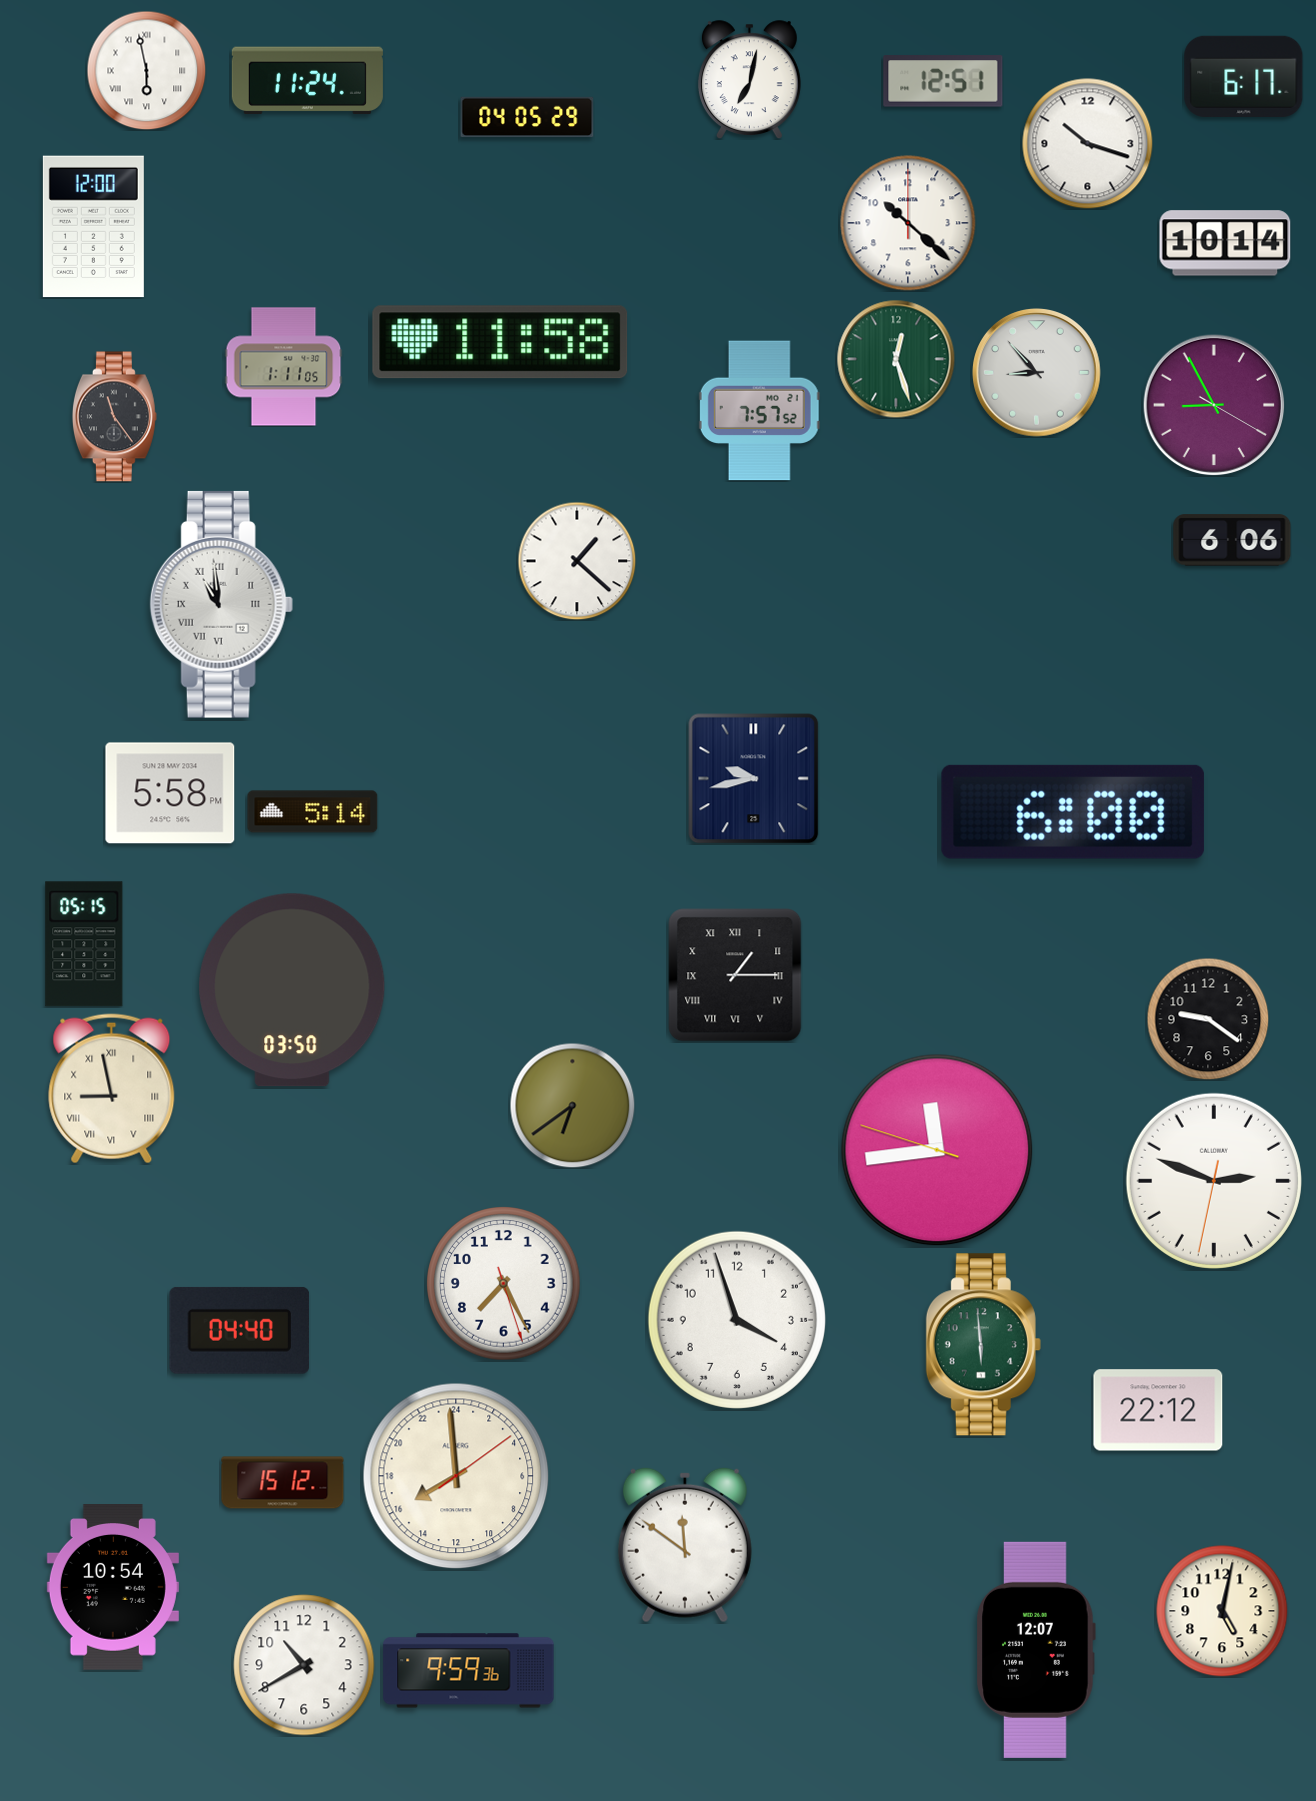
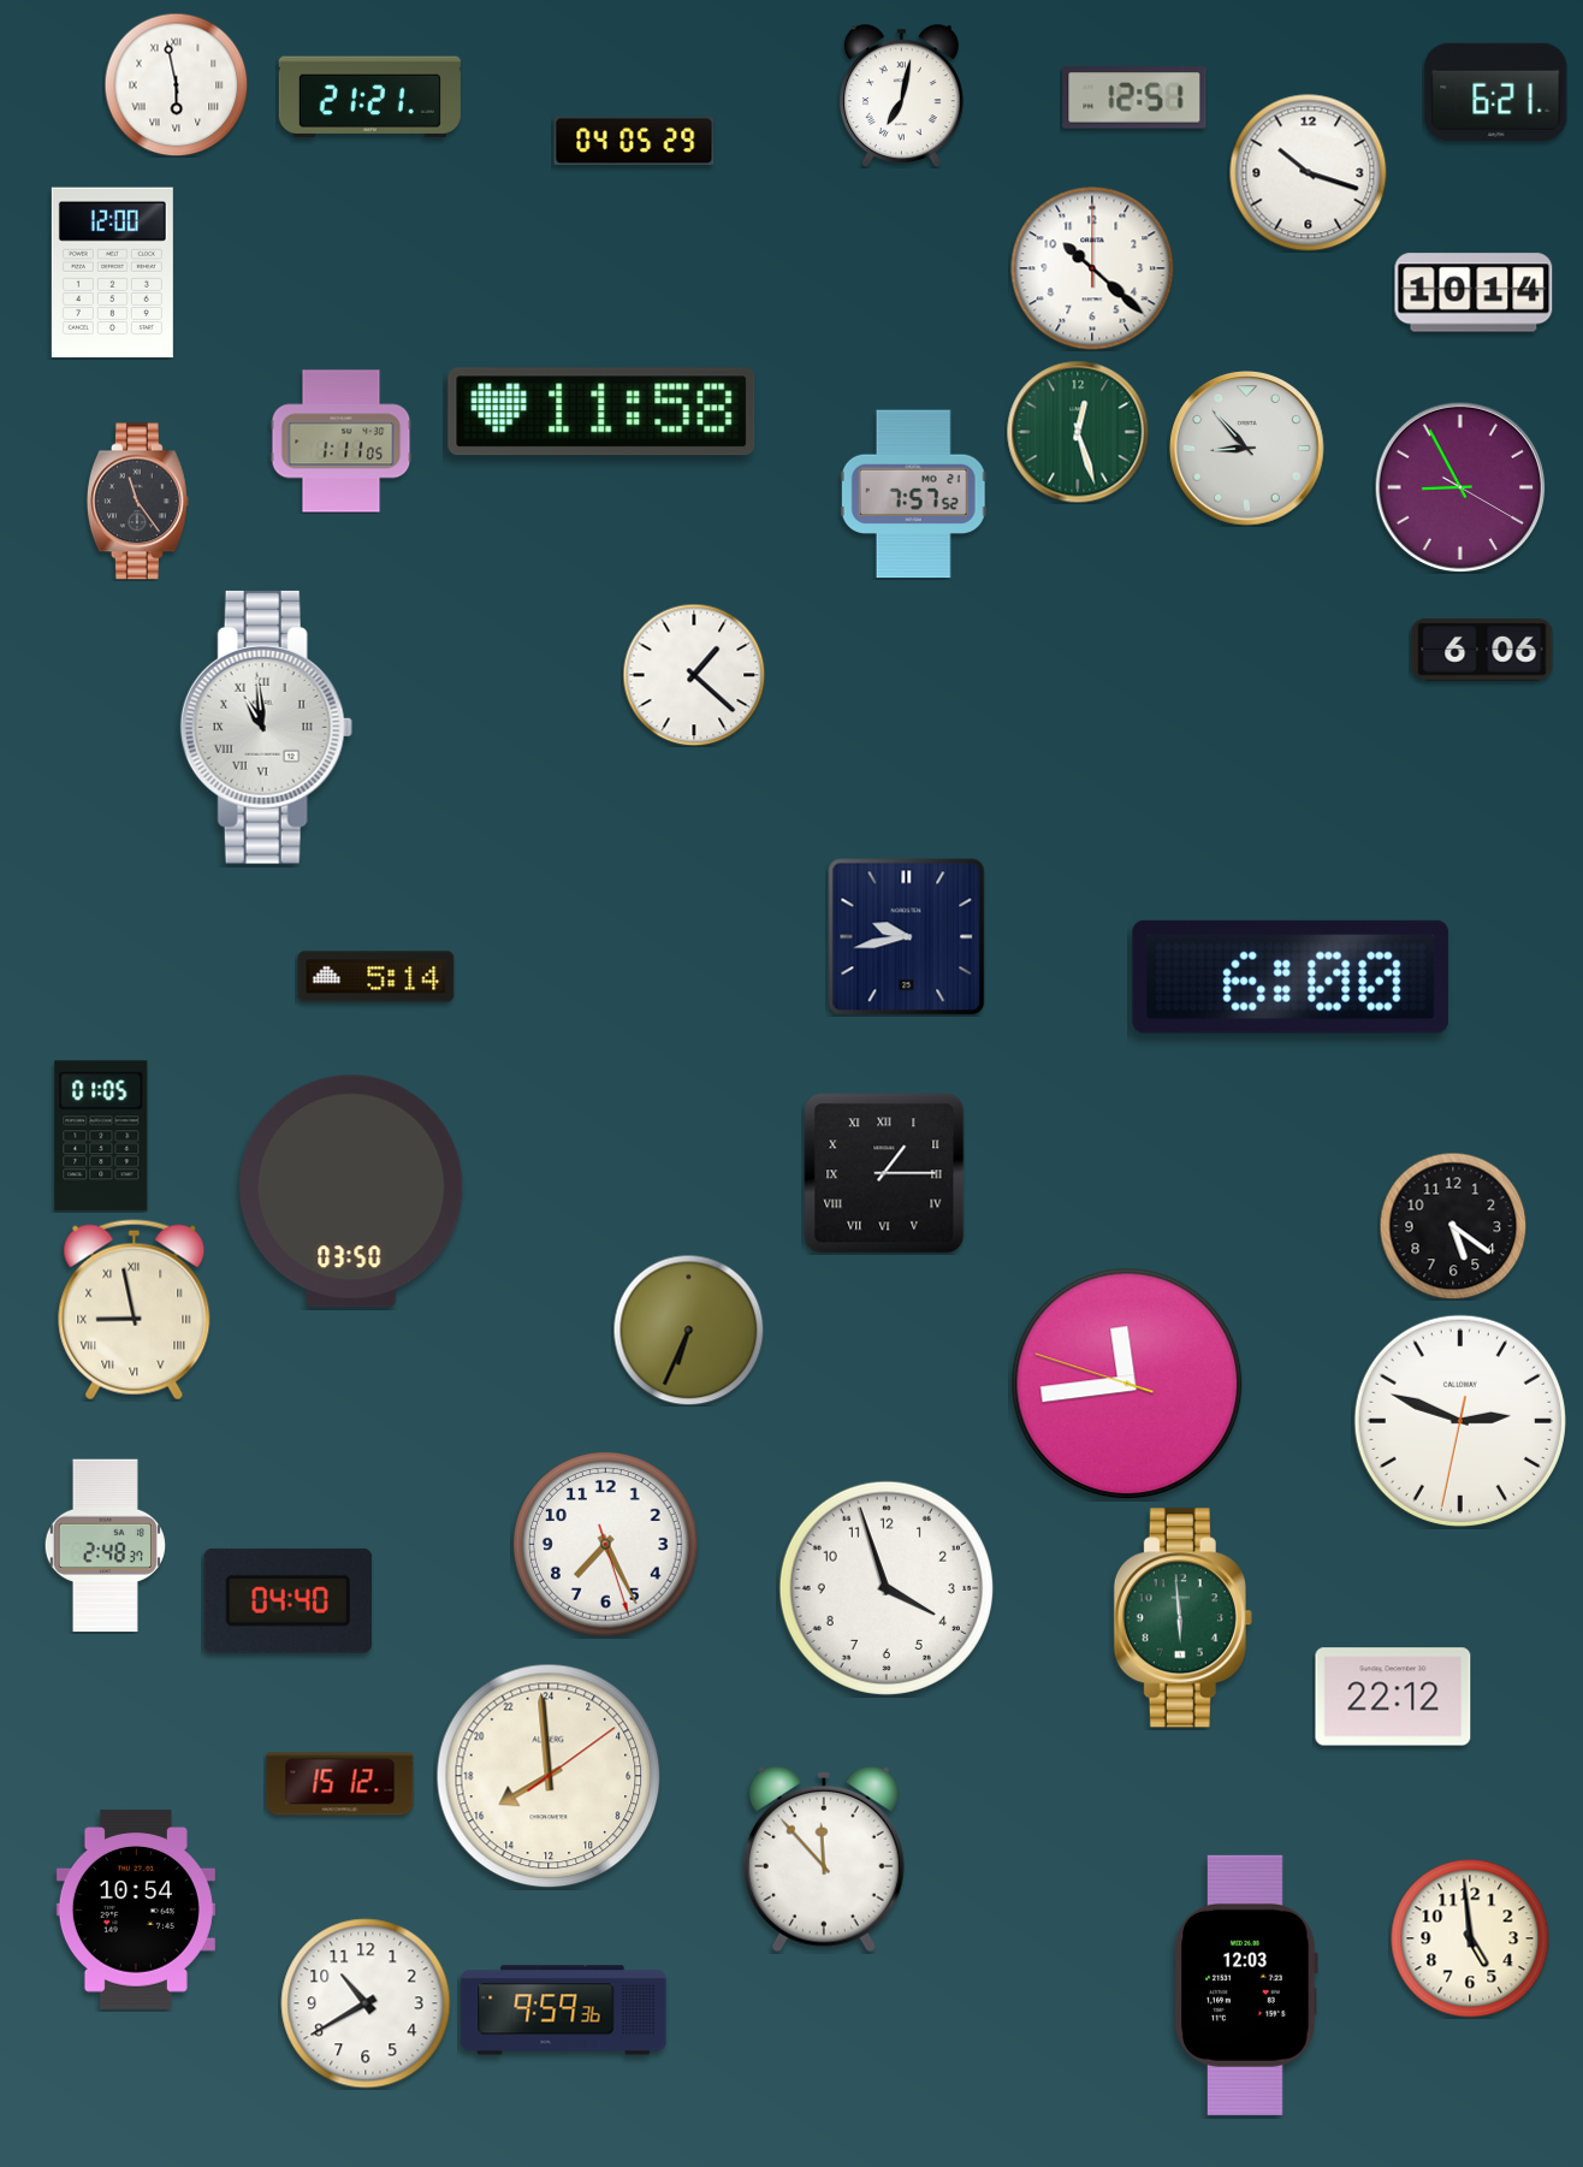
clock at (1244, 76): 6:17 -> 6:21
clock at (307, 81): 11:24 -> 21:21
clock at (170, 793): 5:58 -> none
clock at (84, 944): 05:15 -> 01:05
clock at (1208, 1019): 9:21 -> 5:21
clock at (572, 1105): 6:39 -> 6:34
clock at (105, 1546): none -> 2:48
clock at (685, 1545): 11:51 -> 11:53
clock at (1222, 1611): 5:02 -> 4:59
clock at (1036, 1650): 12:07 -> 12:03
